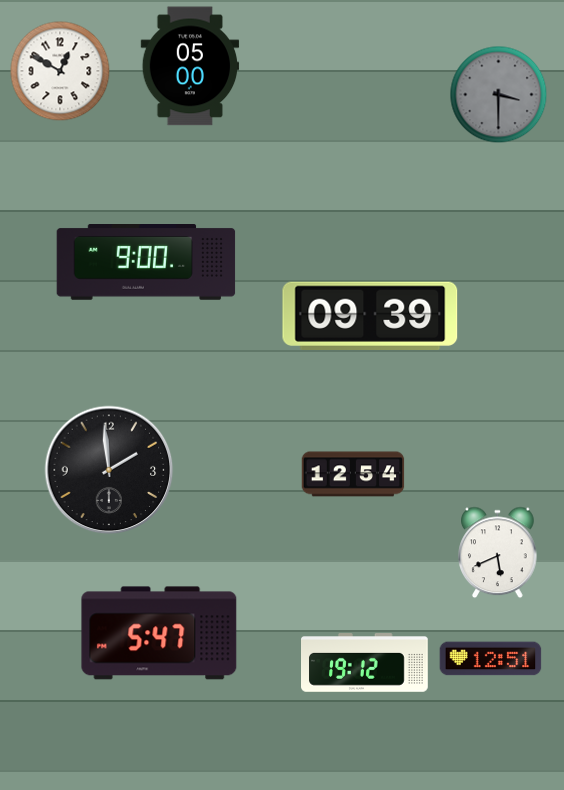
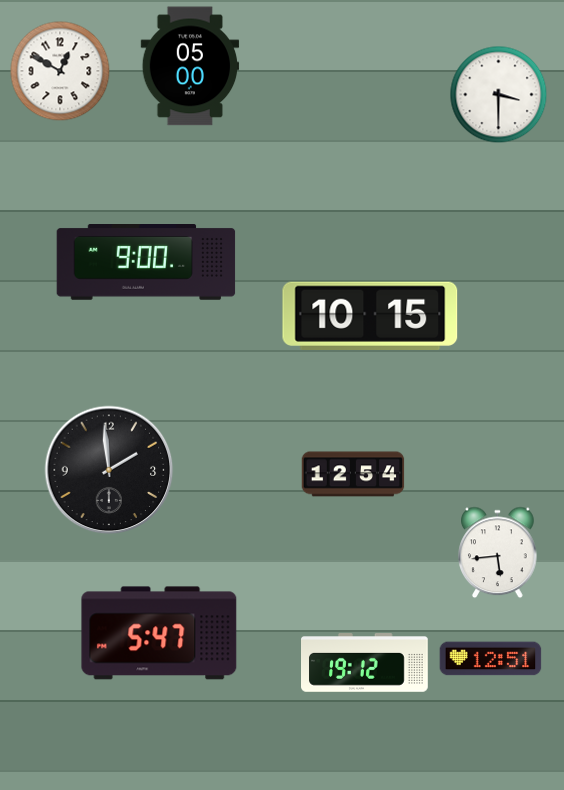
clock at (499, 95) dial: grey -> white
clock at (370, 316): 09:39 -> 10:15
clock at (498, 553): 5:41 -> 5:44
